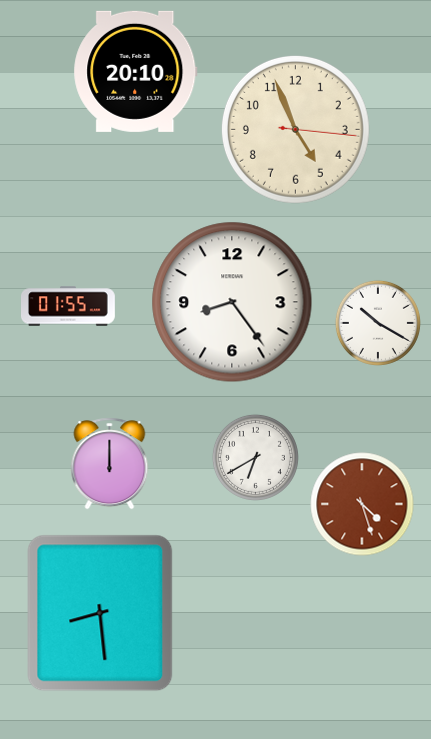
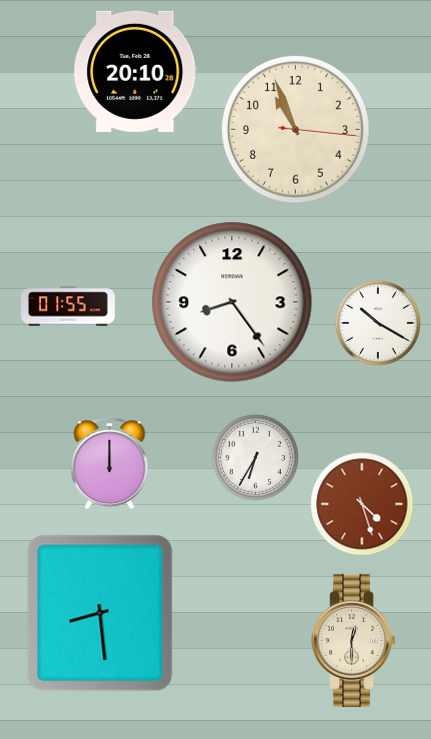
clock at (295, 129): 4:56 -> 10:56
clock at (255, 457): 6:40 -> 6:35
clock at (354, 640): none -> 12:30
